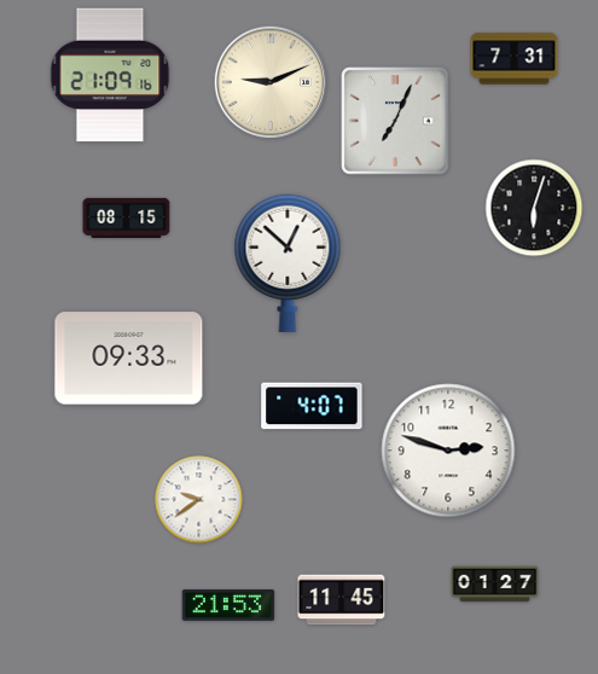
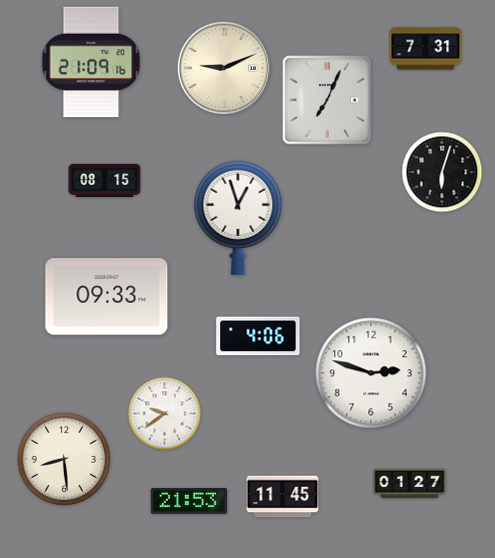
clock at (288, 263): 12:52 -> 12:57
clock at (312, 406): 4:07 -> 4:06
clock at (63, 458): none -> 8:29
